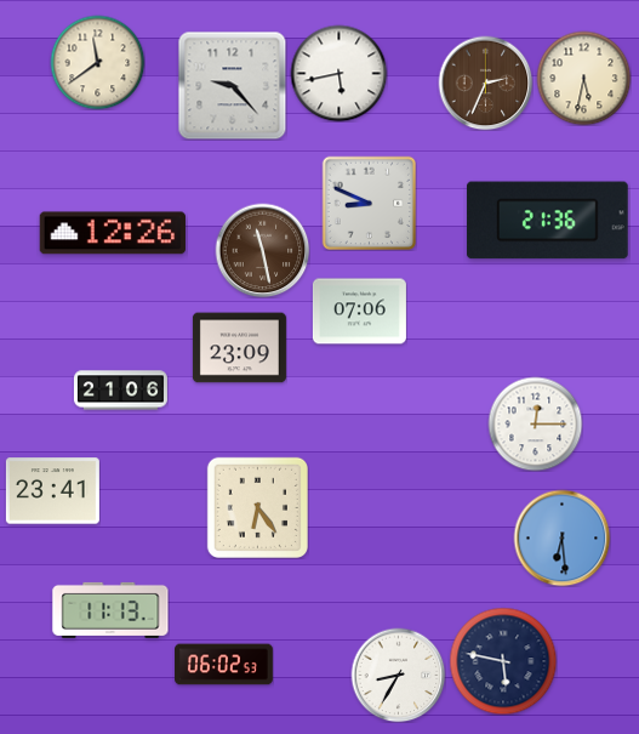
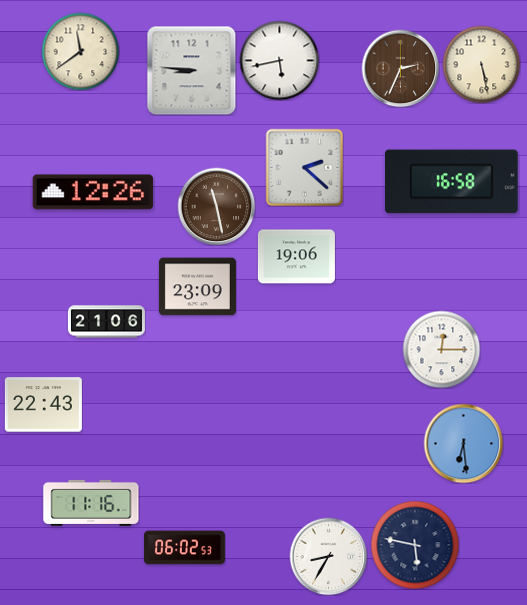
clock at (583, 78): 5:32 -> 5:28
clock at (232, 85): 9:23 -> 8:46
clock at (369, 203): 8:49 -> 2:22
clock at (547, 221): 21:36 -> 16:58
clock at (359, 312): 07:06 -> 19:06
clock at (120, 391) position: (120, 391) -> (106, 322)
clock at (52, 491): 23:41 -> 22:43
clock at (257, 507): 6:24 -> none
clock at (110, 610): 11:13 -> 11:16
